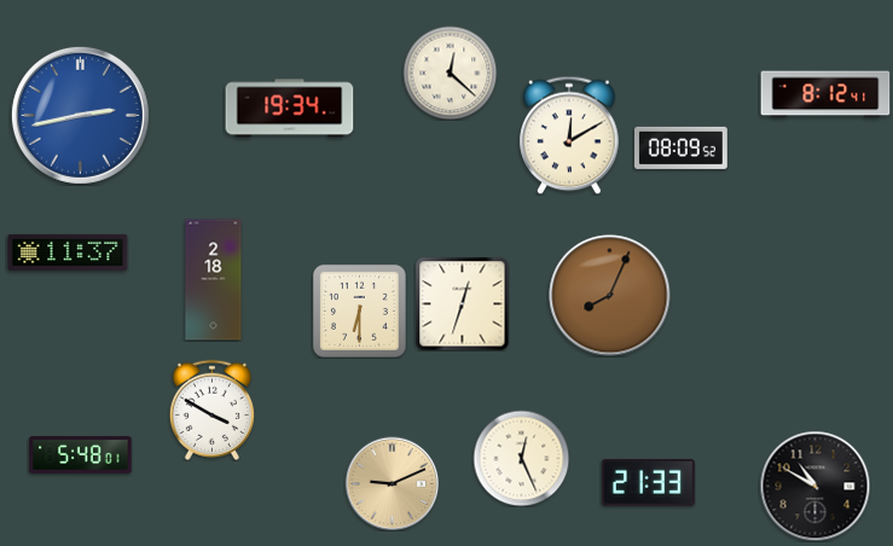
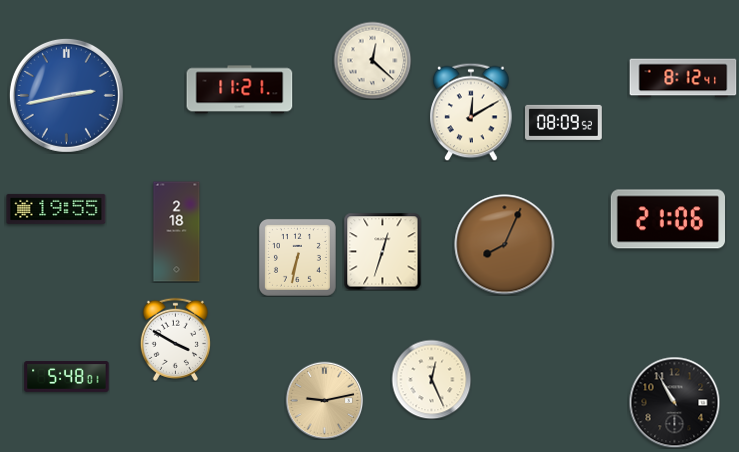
clock at (290, 109): 19:34 -> 11:21
clock at (68, 252): 11:37 -> 19:55
clock at (667, 219): none -> 21:06
clock at (359, 310): 6:30 -> 6:32
clock at (392, 483): 9:11 -> 9:13
clock at (648, 483): 21:33 -> none
clock at (814, 486): 10:50 -> 10:55
